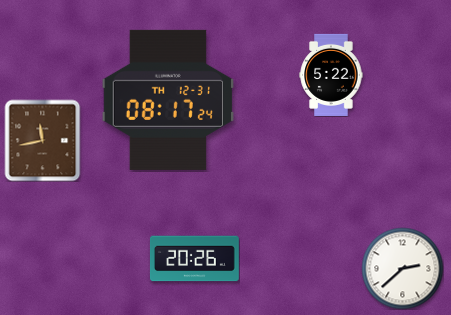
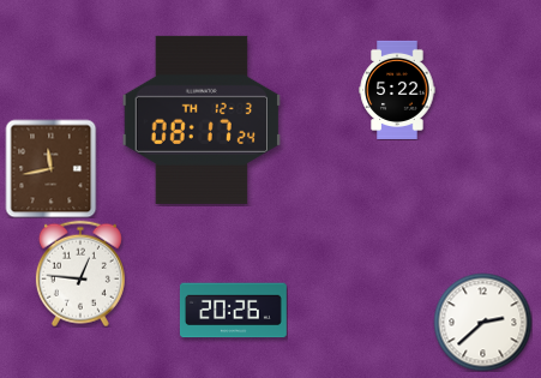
clock at (167, 100) date: TH 12-31 -> TH 12-3
clock at (80, 274): none -> 12:46
